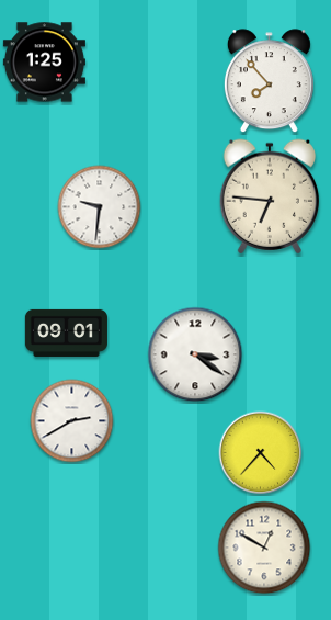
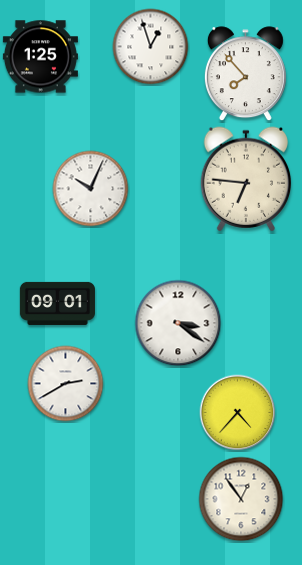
clock at (151, 47): none -> 12:57
clock at (100, 207): 9:31 -> 10:04
clock at (66, 332) position: (66, 332) -> (57, 303)
clock at (264, 548): 12:50 -> 12:54
